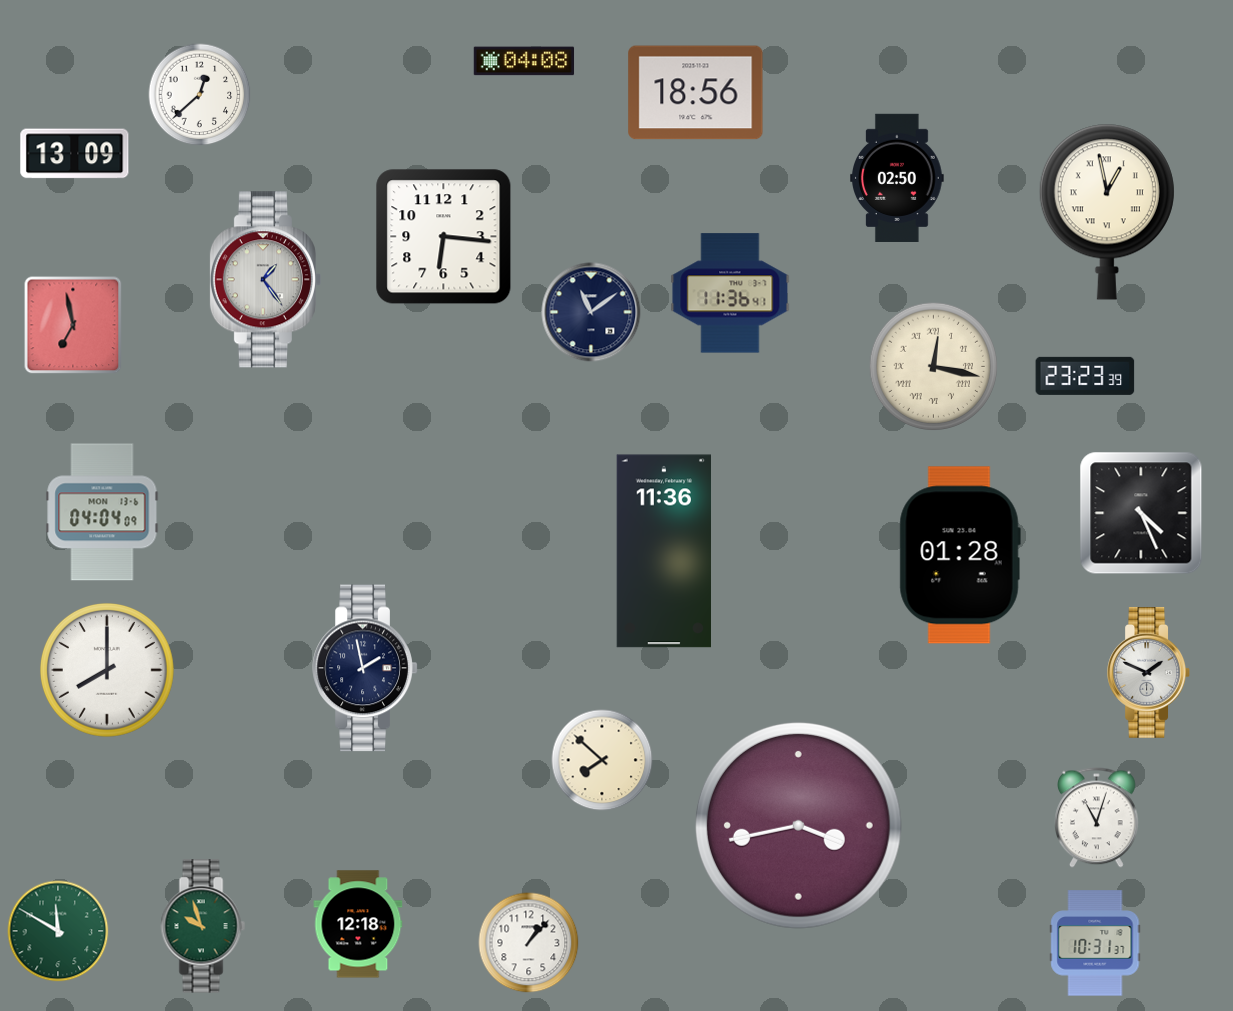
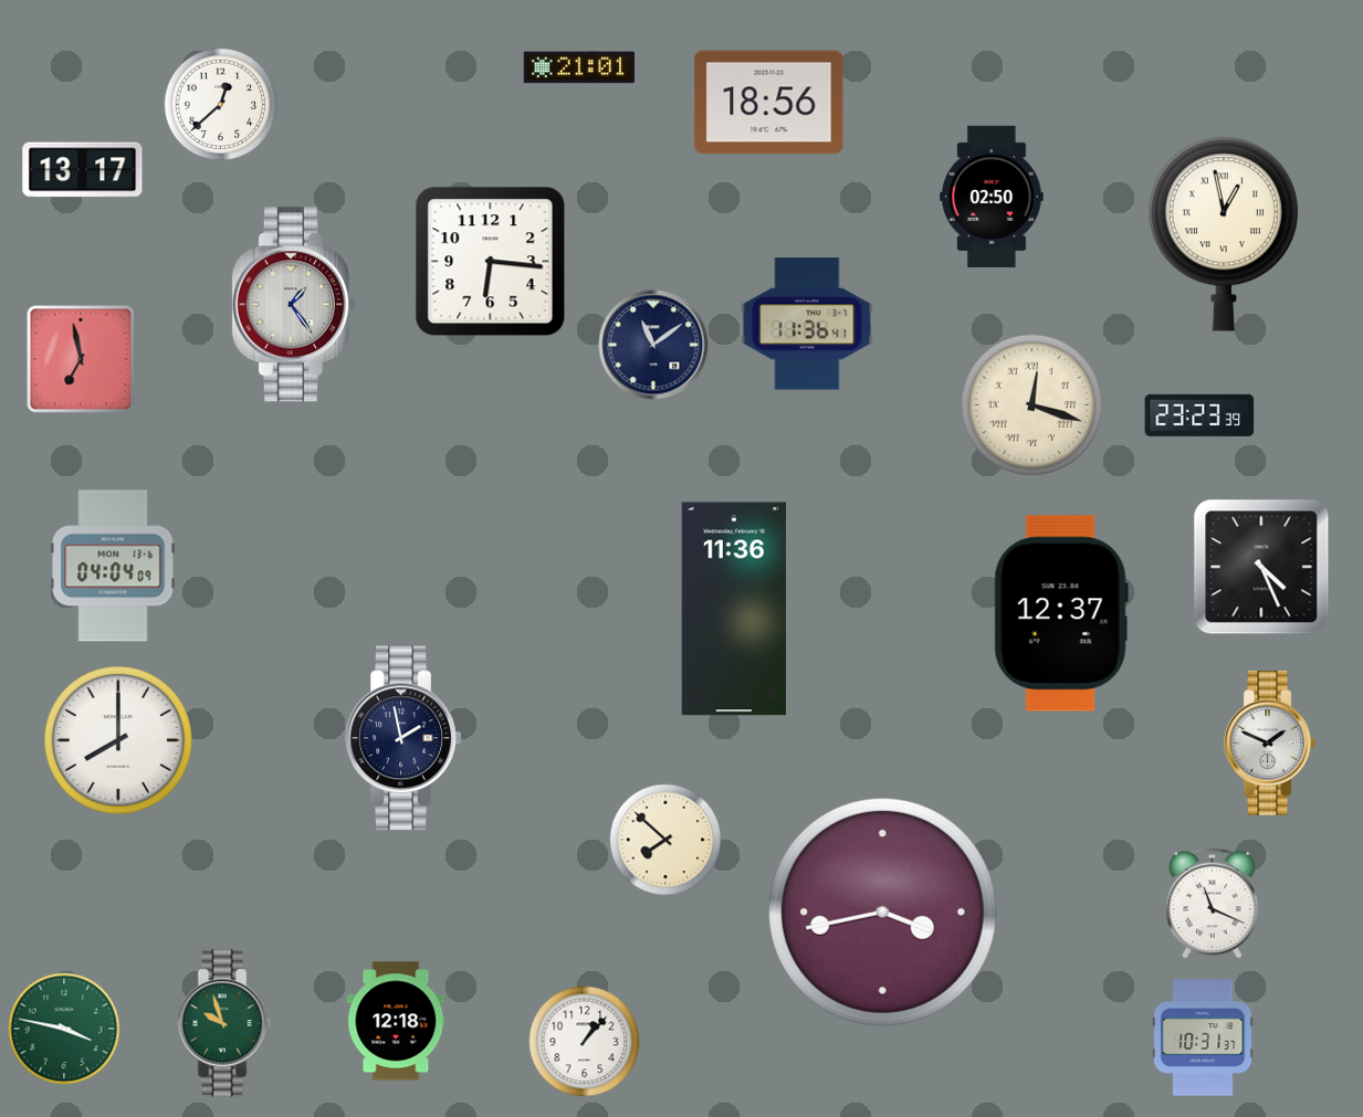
clock at (524, 61): 04:08 -> 21:01
clock at (75, 154): 13:09 -> 13:17
clock at (265, 280) position: (265, 280) -> (293, 305)
clock at (933, 366): 12:17 -> 12:18
clock at (960, 555): 01:28 -> 12:37
clock at (1097, 818): 11:03 -> 11:19
clock at (58, 931): 11:50 -> 3:47
clock at (1095, 943) position: (1095, 943) -> (1203, 1037)
